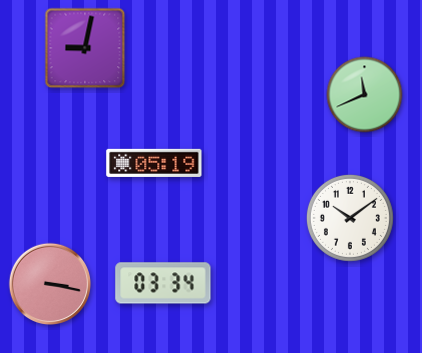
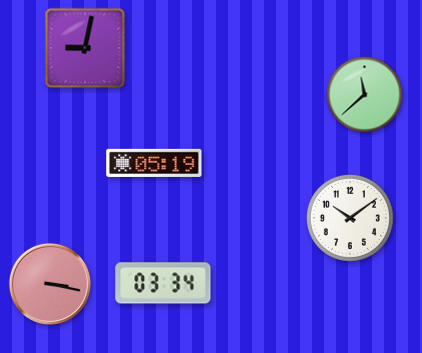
clock at (365, 95): 11:41 -> 11:38
